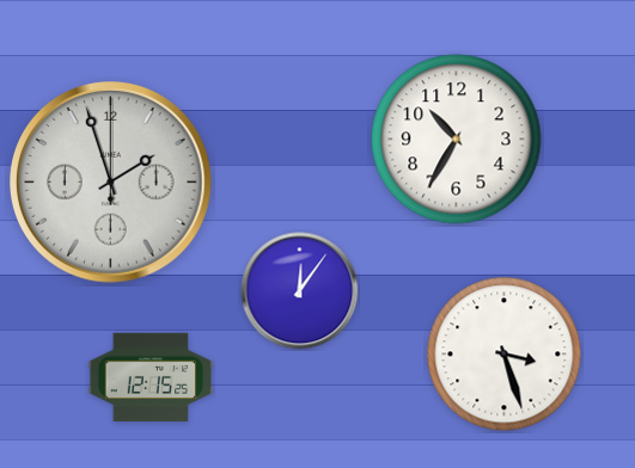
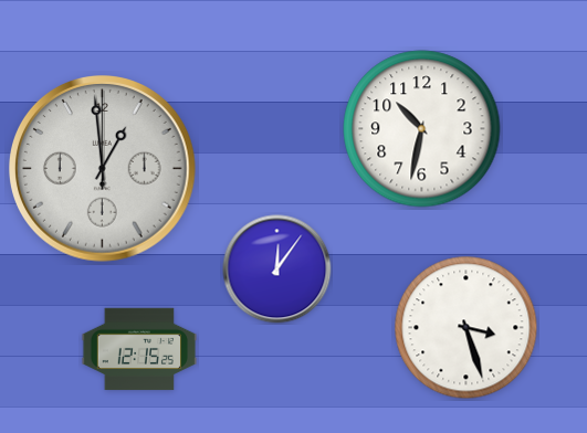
clock at (457, 140): 10:35 -> 10:32
clock at (111, 183): 1:57 -> 12:59
